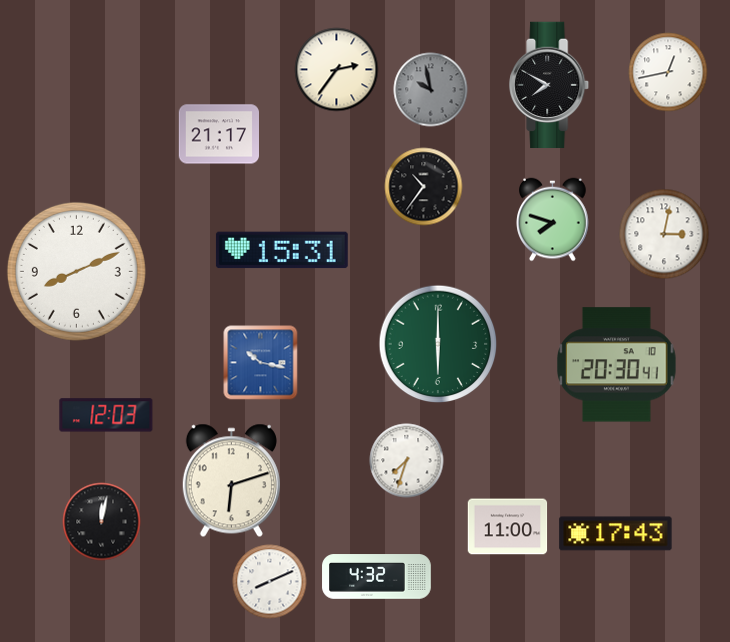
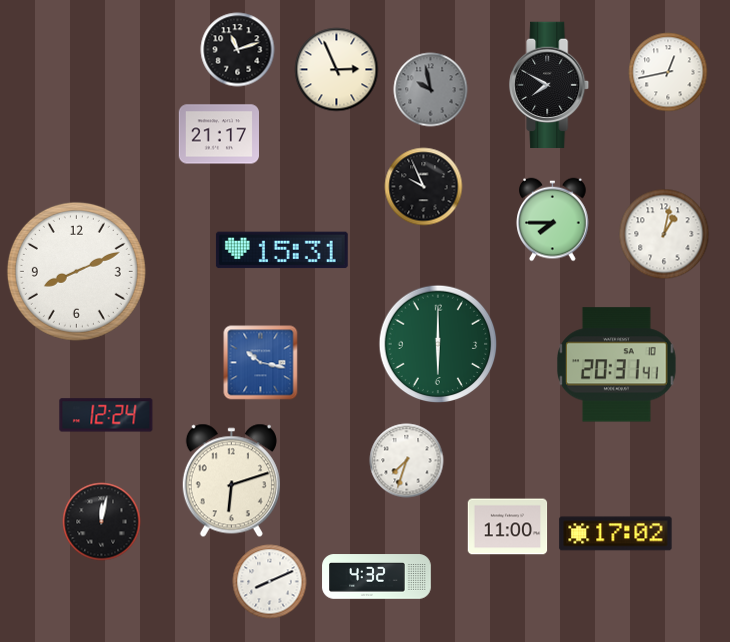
clock at (238, 50): none -> 11:12
clock at (337, 70): 2:36 -> 2:56
clock at (424, 187): 10:36 -> 9:56
clock at (553, 220): 7:48 -> 7:45
clock at (664, 234): 3:02 -> 1:02
clock at (617, 365): 20:30 -> 20:31
clock at (106, 415): 12:03 -> 12:24
clock at (616, 534): 17:43 -> 17:02
